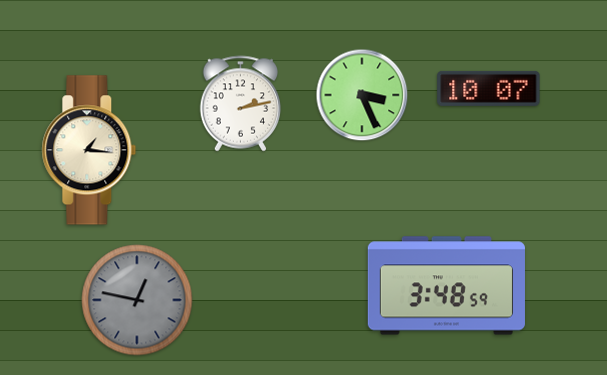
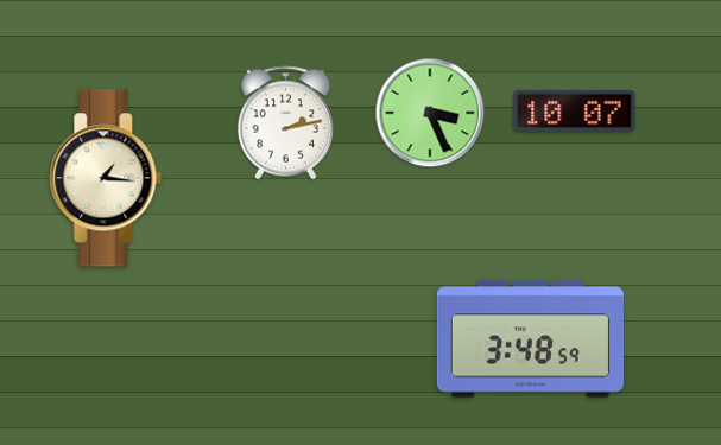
clock at (489, 88) position: (489, 88) -> (575, 110)
clock at (137, 300): 12:47 -> none
